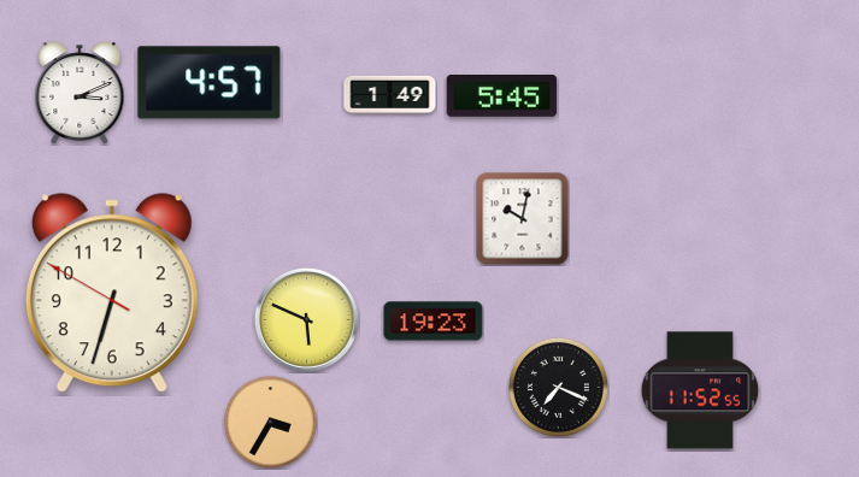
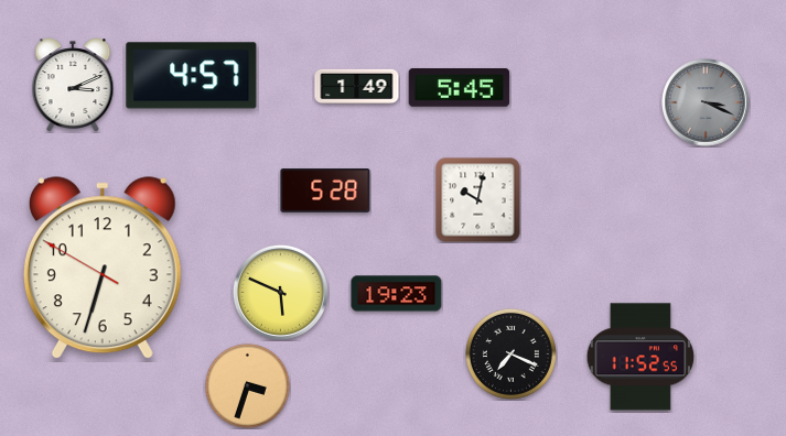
clock at (706, 102): none -> 3:19
clock at (325, 190): none -> 5:28
clock at (270, 422): 3:35 -> 3:33
